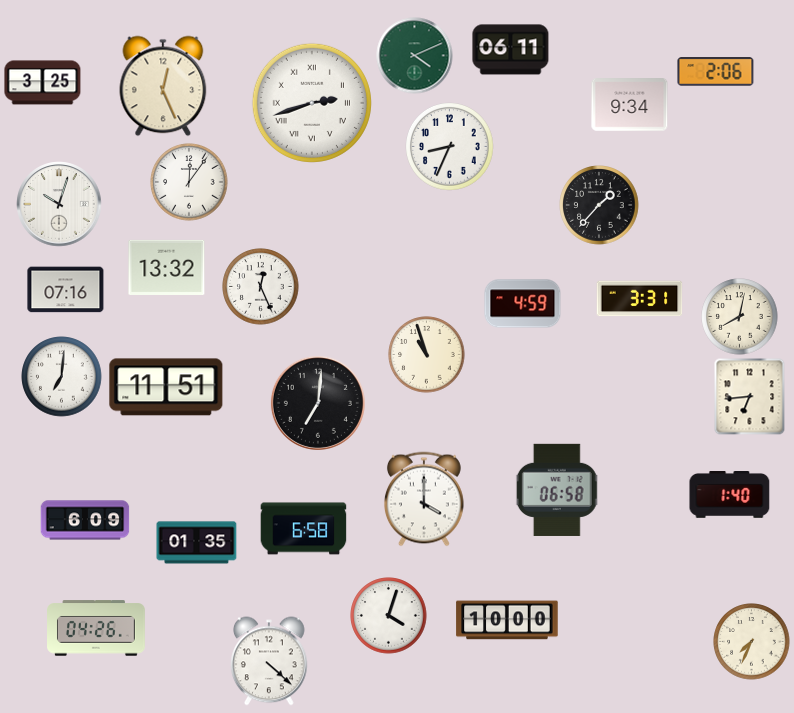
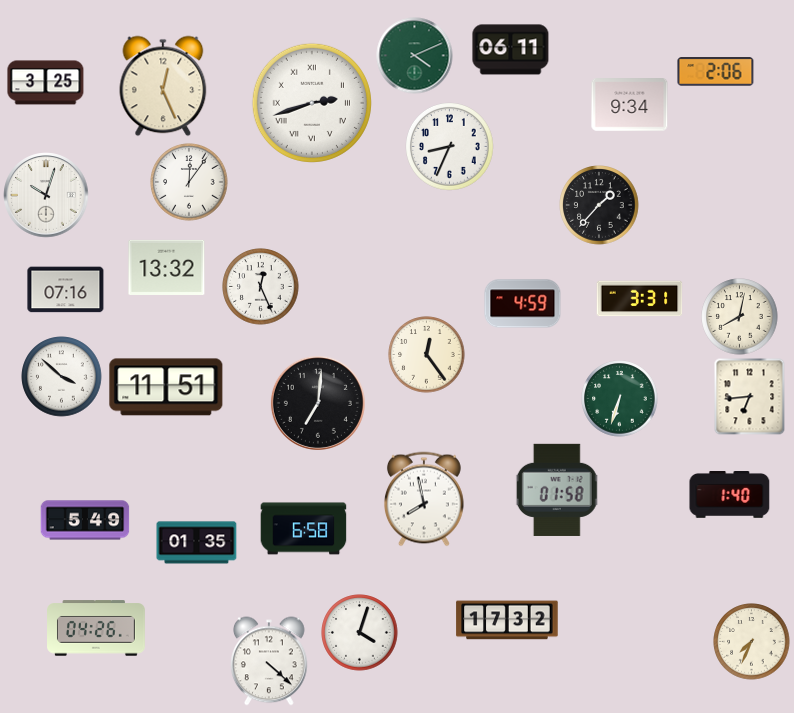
clock at (43, 83) position: (43, 83) -> (46, 83)
clock at (59, 204) position: (59, 204) -> (46, 195)
clock at (427, 355): 10:57 -> 12:24
clock at (62, 377): 7:01 -> 3:52
clock at (620, 399): none -> 6:33
clock at (557, 490): 06:58 -> 01:58
clock at (424, 499): 4:00 -> 7:58
clock at (85, 520): 6:09 -> 5:49
clock at (389, 616) position: (389, 616) -> (360, 633)
clock at (507, 620): 10:00 -> 17:32
